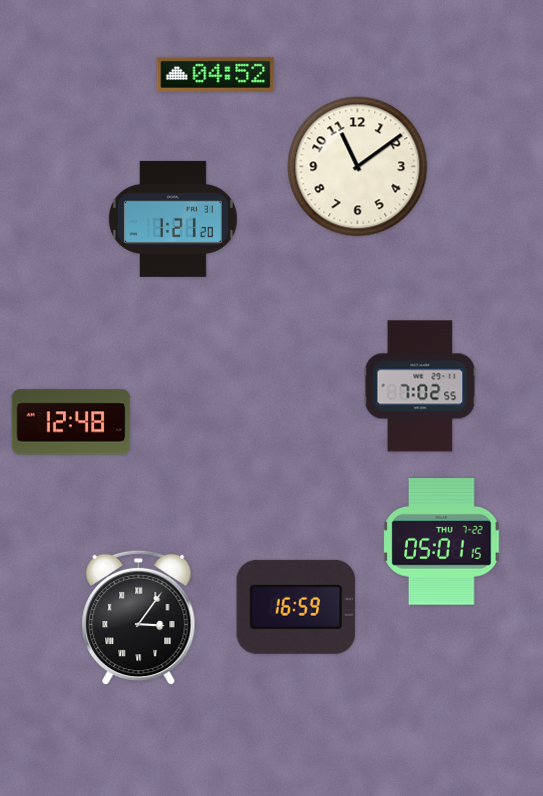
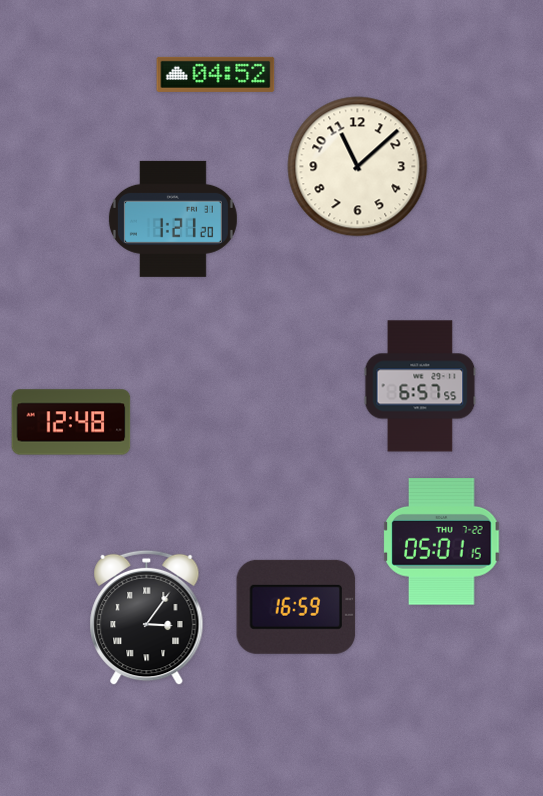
clock at (358, 167): 11:09 -> 11:08
clock at (420, 386): 7:02 -> 6:57
clock at (139, 618) position: (139, 618) -> (147, 618)
